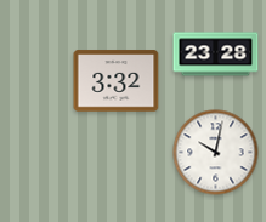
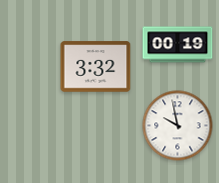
clock at (216, 55): 23:28 -> 00:19
clock at (216, 153): 10:02 -> 9:58
